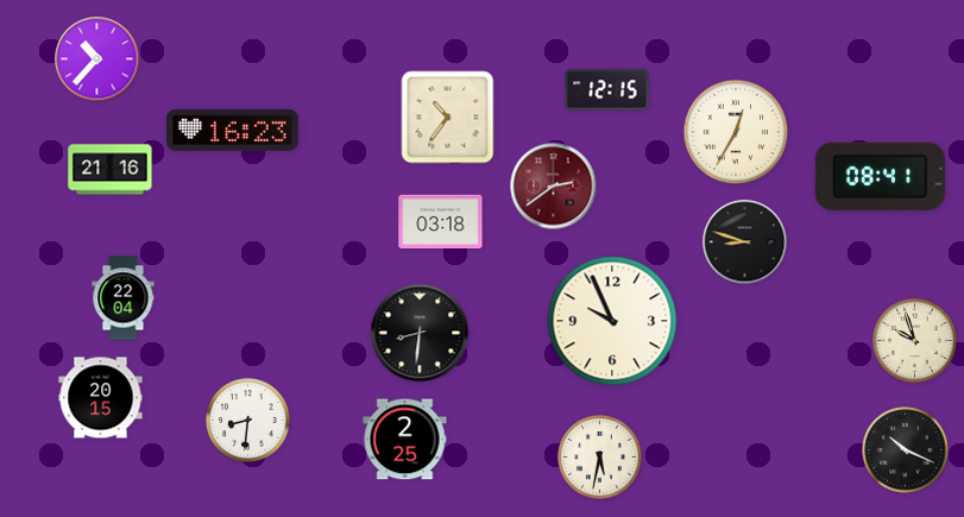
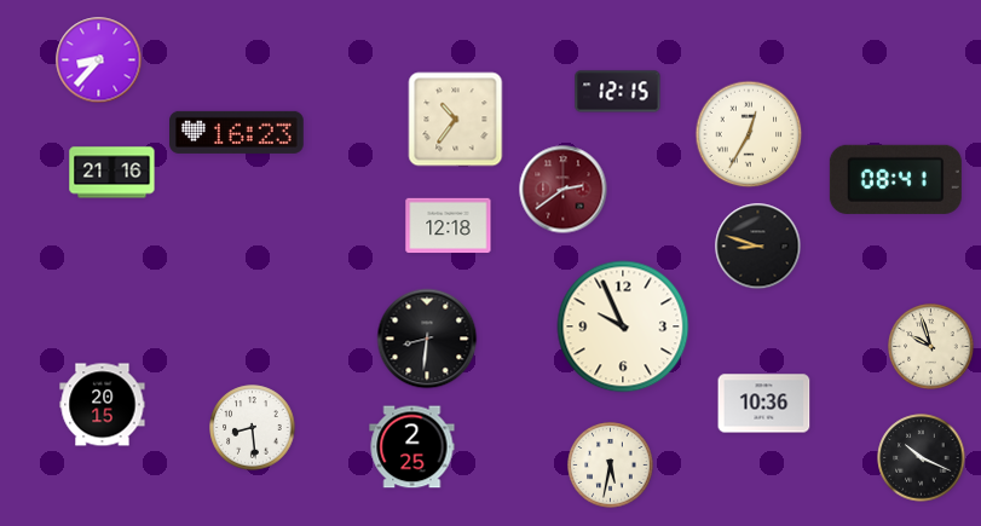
clock at (97, 59): 10:37 -> 8:37
clock at (441, 222): 03:18 -> 12:18
clock at (124, 298): 22:04 -> none
clock at (764, 404): none -> 10:36
clock at (248, 421): 8:31 -> 8:29
